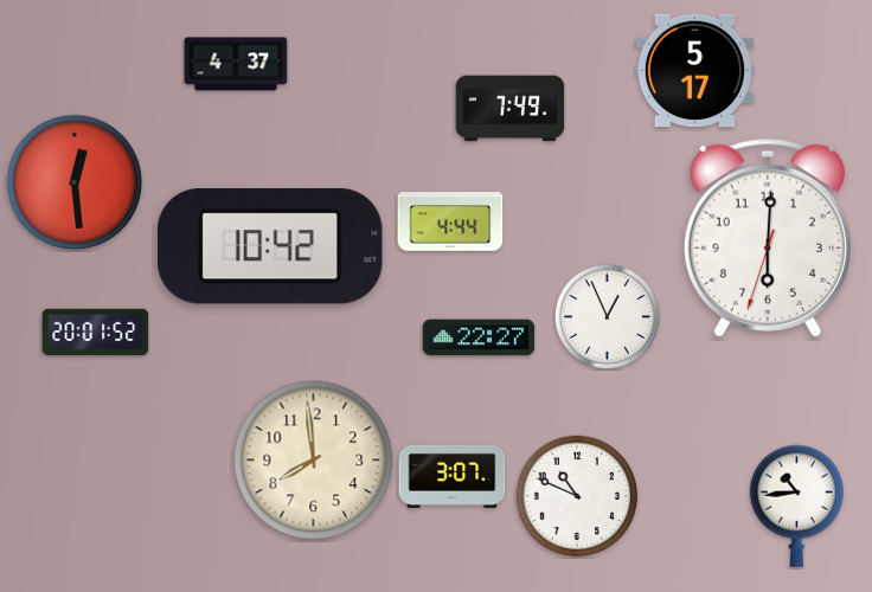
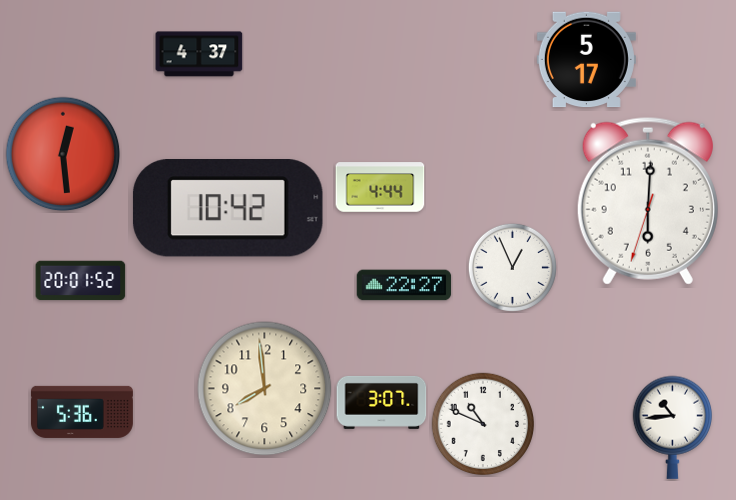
clock at (511, 109): 7:49 -> none
clock at (82, 412): none -> 5:36
clock at (577, 496) position: (577, 496) -> (483, 424)
